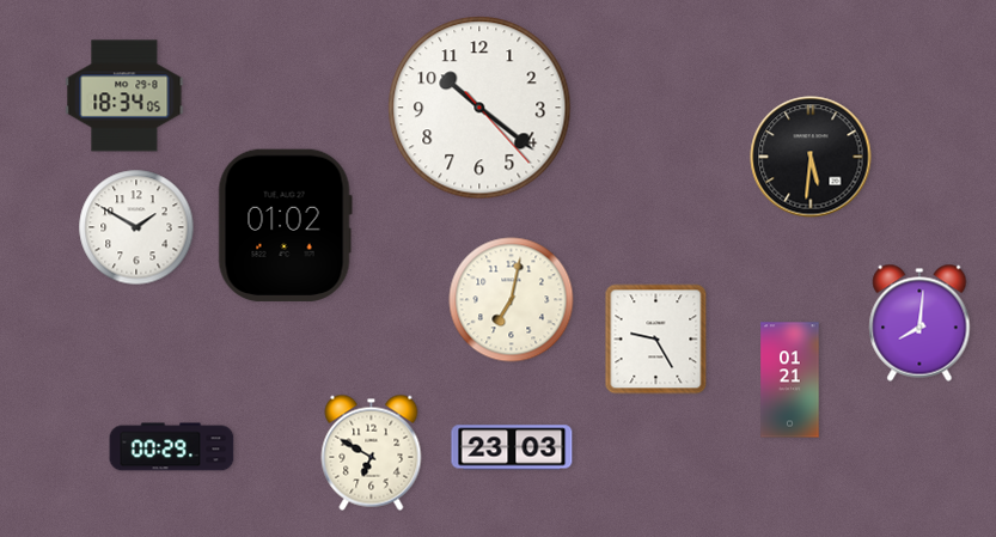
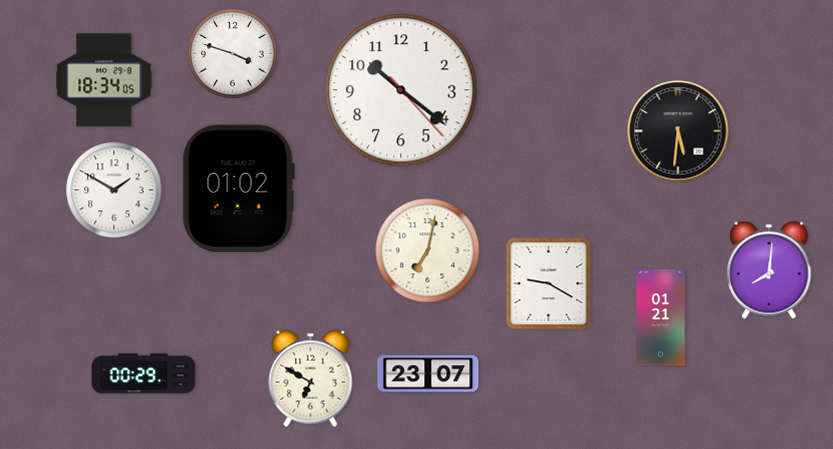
clock at (233, 54): none -> 3:48
clock at (656, 340): 9:25 -> 9:20
clock at (512, 447): 23:03 -> 23:07
